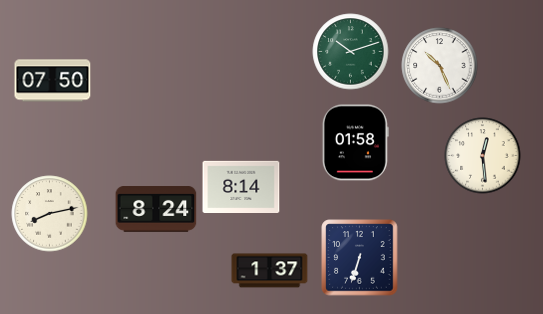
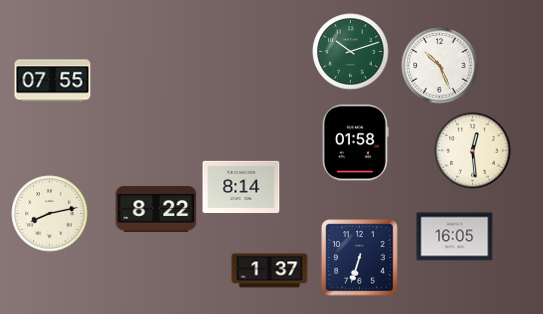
clock at (53, 81): 07:50 -> 07:55
clock at (483, 156) position: (483, 156) -> (473, 151)
clock at (156, 210): 8:24 -> 8:22
clock at (455, 237): none -> 16:05
